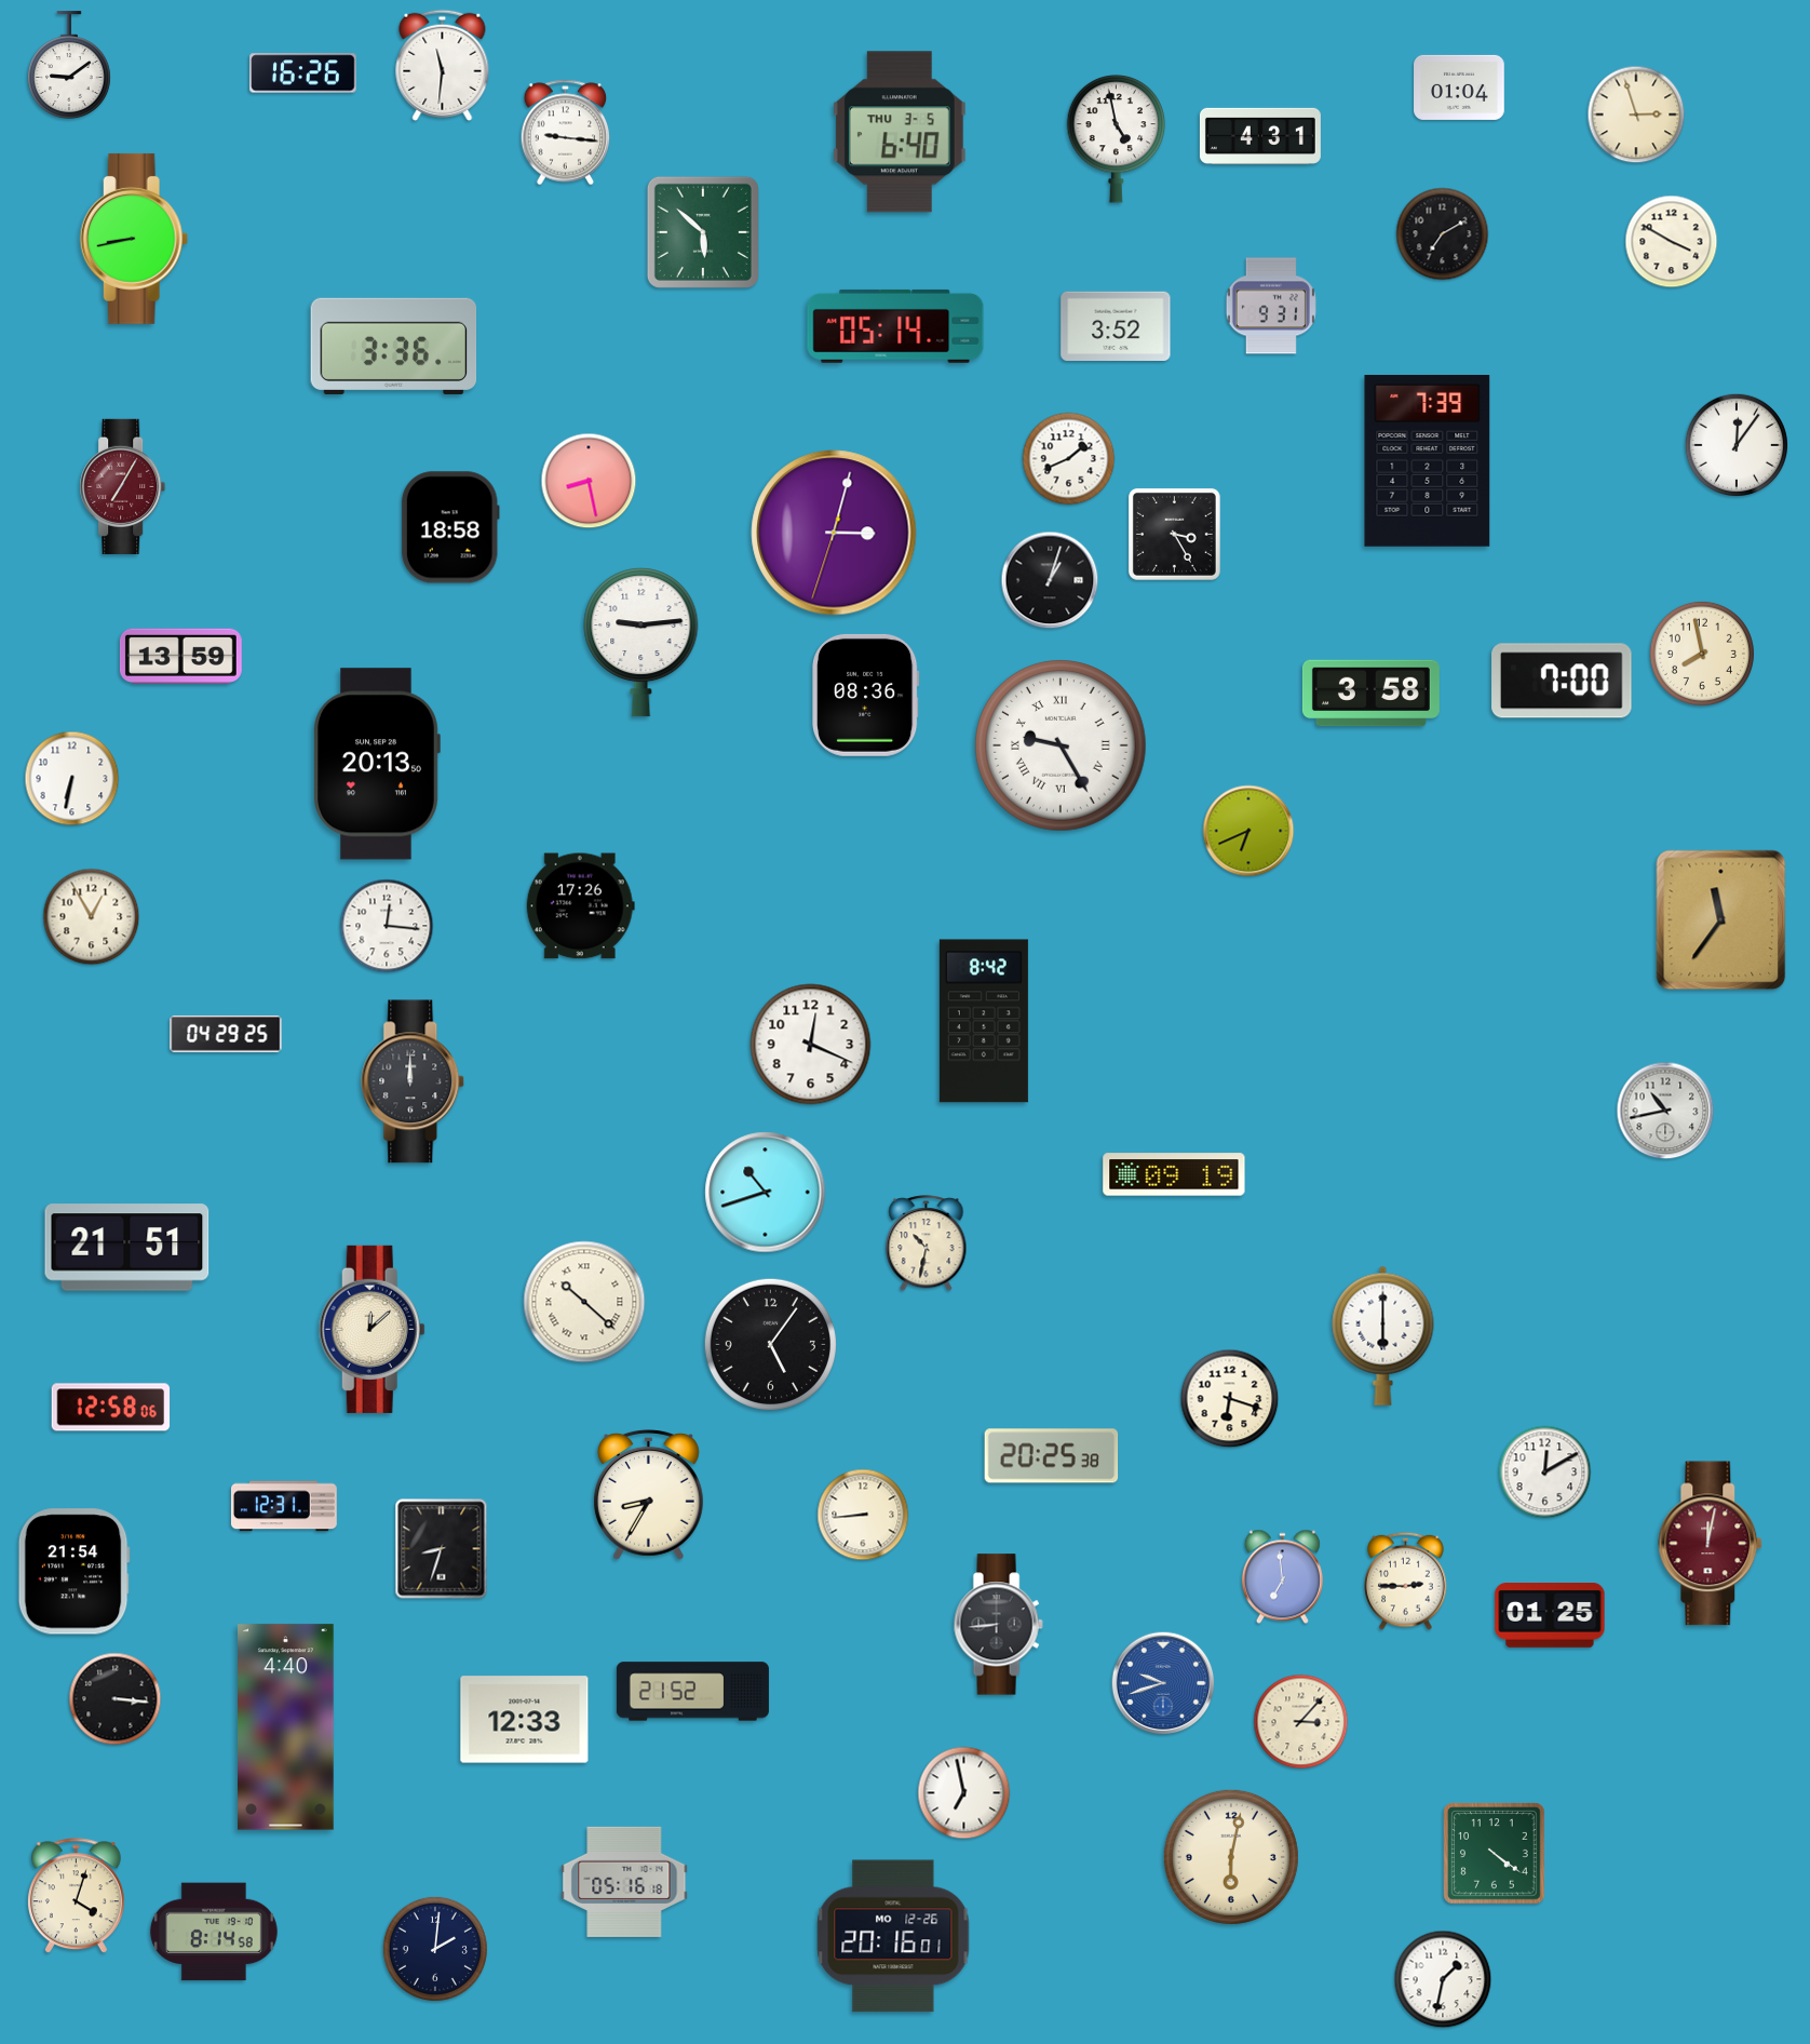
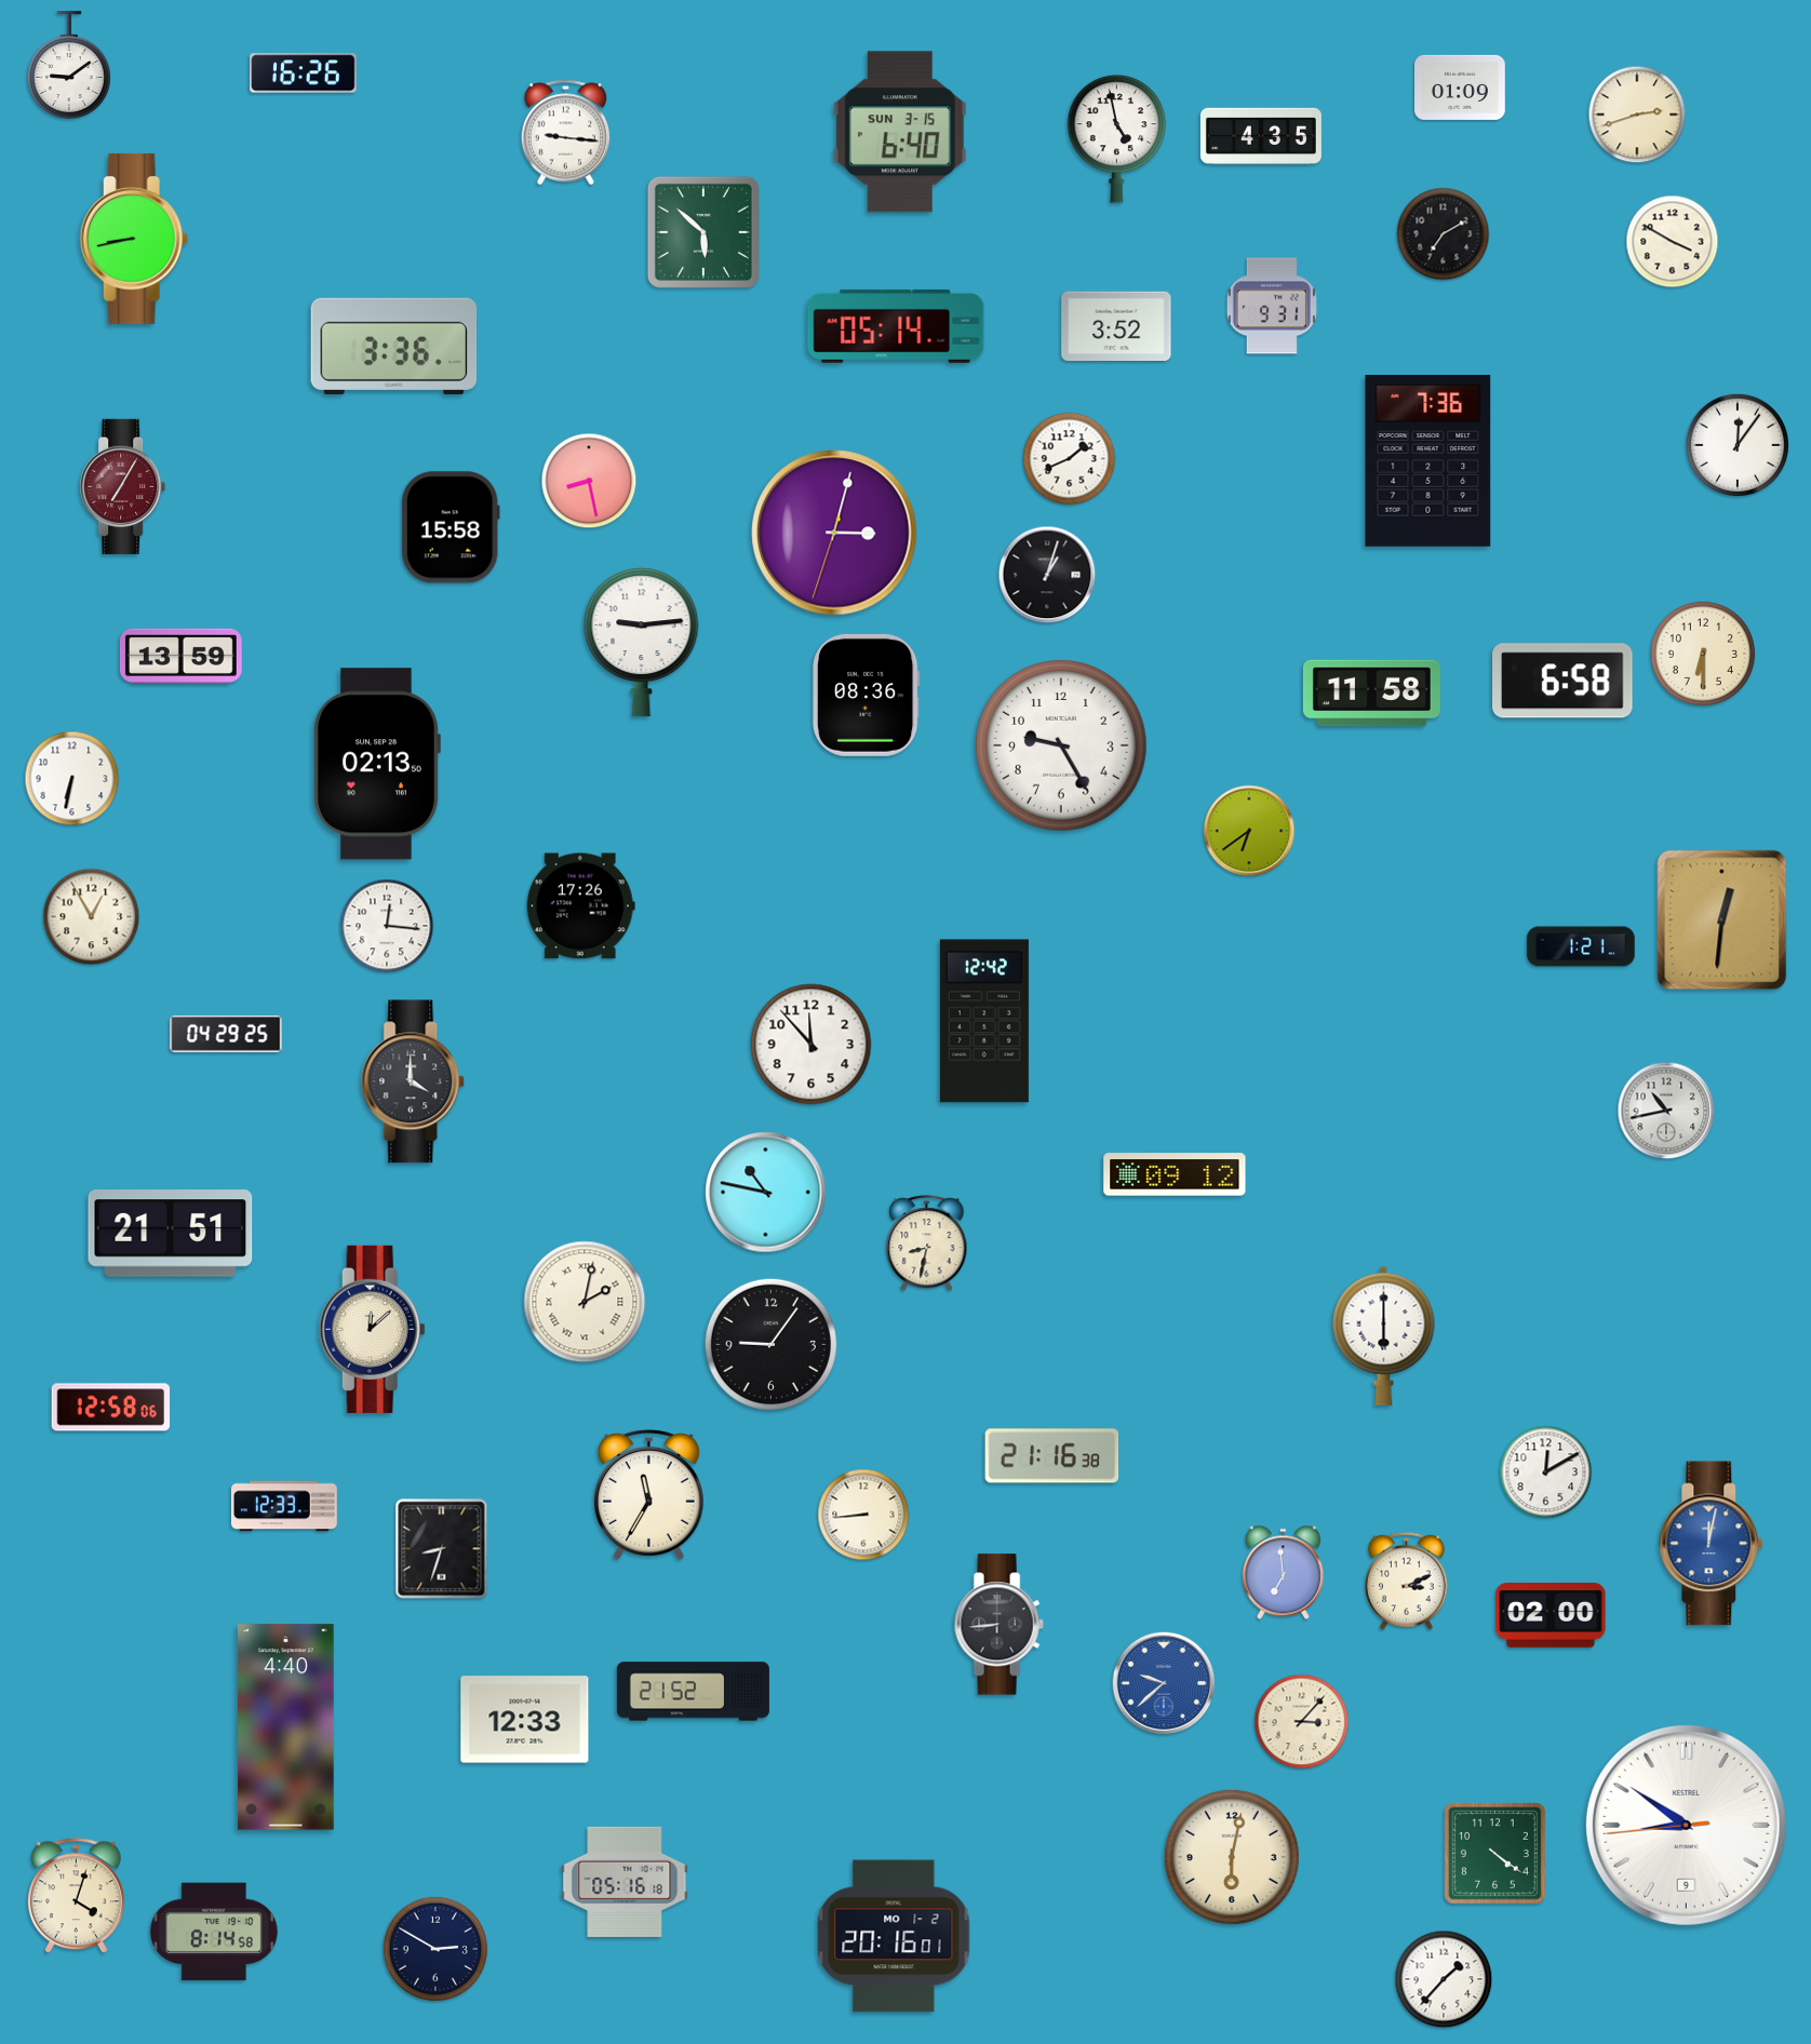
clock at (443, 65): 11:31 -> none
clock at (1459, 88): 01:04 -> 01:09
clock at (1636, 115): 2:57 -> 2:42
clock at (900, 132) date: THU 3-5 -> SUN 3-15
clock at (1260, 135): 4:31 -> 4:35
clock at (1428, 461): 7:39 -> 7:36
clock at (450, 527): 18:58 -> 15:58
clock at (1174, 534): 3:25 -> none
clock at (1050, 580) position: (1050, 580) -> (1047, 575)
clock at (1702, 654): 7:58 -> 6:30
clock at (1562, 681): 7:00 -> 6:58
clock at (1370, 694): 3:58 -> 11:58
clock at (1061, 745) numerals: Roman -> Arabic
clock at (377, 764): 20:13 -> 02:13
clock at (1248, 831): 6:41 -> 6:39
clock at (1721, 920): 11:36 -> 12:31
clock at (1581, 946): none -> 1:21
clock at (984, 1021): 8:42 -> 12:42
clock at (811, 1045): 12:19 -> 11:53
clock at (414, 1081): 12:00 -> 4:00
clock at (1174, 1174): 09:19 -> 09:12
clock at (766, 1193): 10:42 -> 10:47
clock at (927, 1243): 10:32 -> 8:32
clock at (127, 1248) position: (127, 1248) -> (171, 1234)
clock at (584, 1302): 10:22 -> 2:02
clock at (770, 1344): 5:06 -> 9:06
clock at (1230, 1399): 6:18 -> none
clock at (1052, 1456): 20:25 -> 21:16
clock at (648, 1495): 8:35 -> 11:35
clock at (284, 1506): 12:31 -> 12:33
clock at (1711, 1544) dial: burgundy -> blue
clock at (73, 1572): 21:54 -> none
clock at (1282, 1577) position: (1282, 1577) -> (1283, 1573)
clock at (1406, 1581): 2:45 -> 3:11
clock at (1550, 1616): 01:25 -> 02:00
clock at (1163, 1683): 9:42 -> 9:38
clock at (116, 1699): 3:16 -> none
clock at (964, 1793): 6:58 -> none
clock at (1686, 1825): none -> 8:50
clock at (893, 1936) date: MO 12-26 -> MO 1-2
clock at (435, 1949): 2:01 -> 2:50
clock at (1443, 1979): 1:32 -> 1:37
